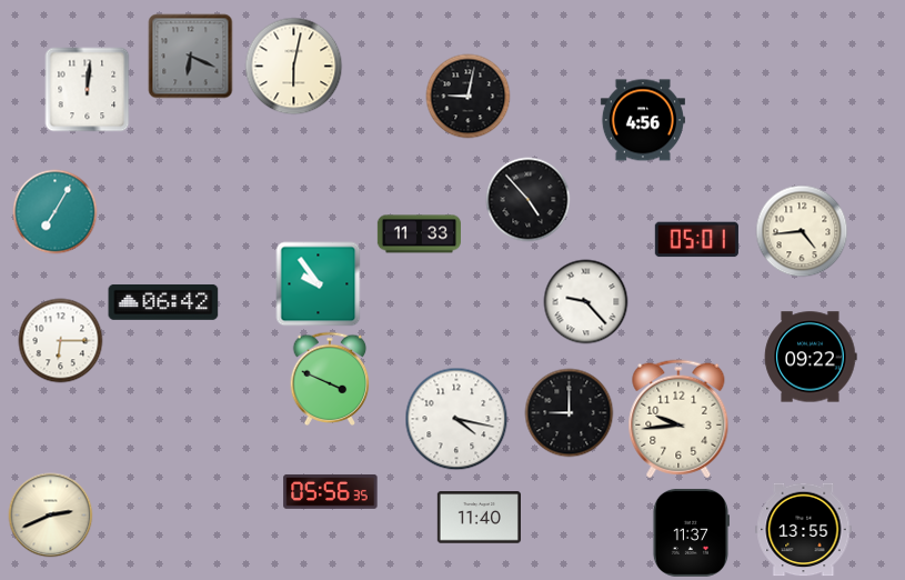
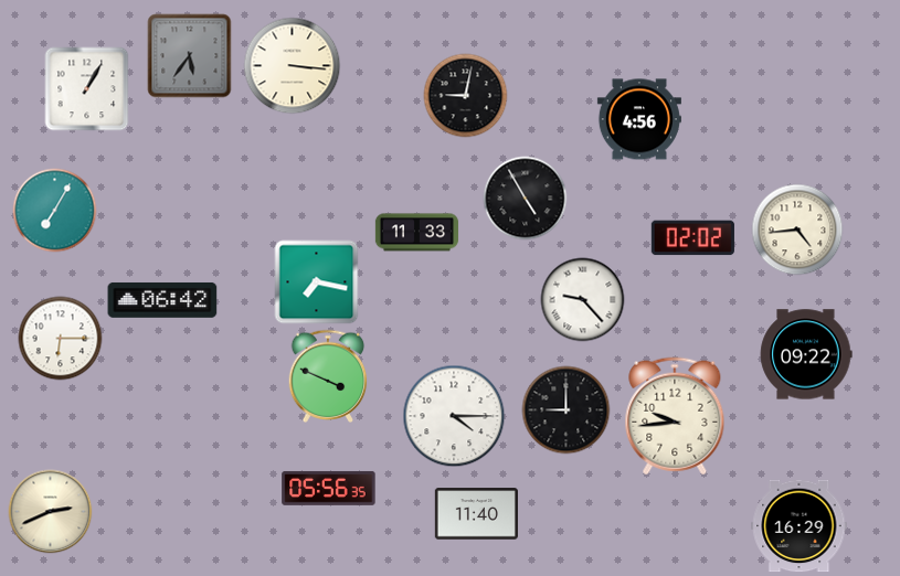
clock at (191, 57): 6:19 -> 5:36
clock at (294, 67): 6:02 -> 3:16
clock at (88, 90): 12:01 -> 1:05
clock at (529, 200): 4:53 -> 4:55
clock at (696, 240): 05:01 -> 02:02
clock at (319, 284): 9:54 -> 7:17
clock at (456, 419): 4:17 -> 4:15
clock at (804, 530): 13:55 -> 16:29
clock at (691, 532): 11:37 -> none
